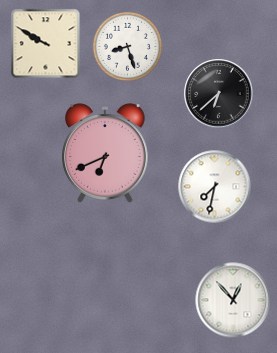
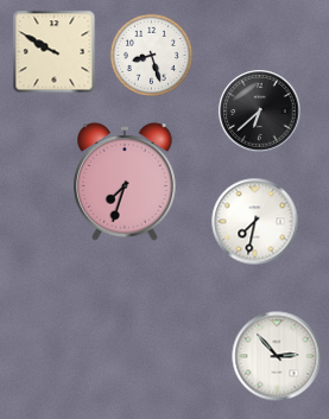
clock at (105, 153): 6:41 -> 7:33
clock at (233, 300): 12:53 -> 2:53
